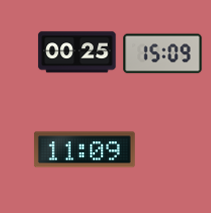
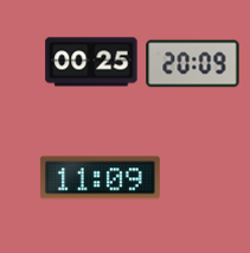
clock at (163, 54): 15:09 -> 20:09
